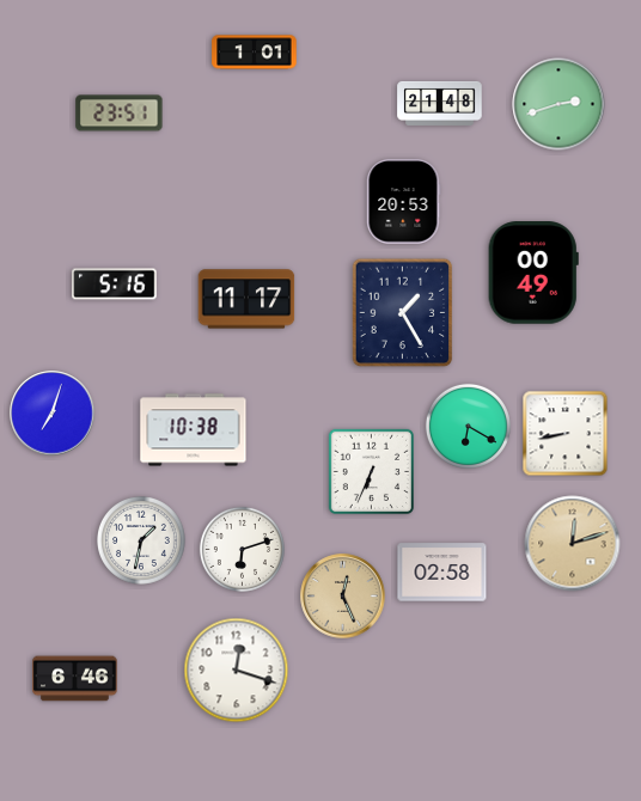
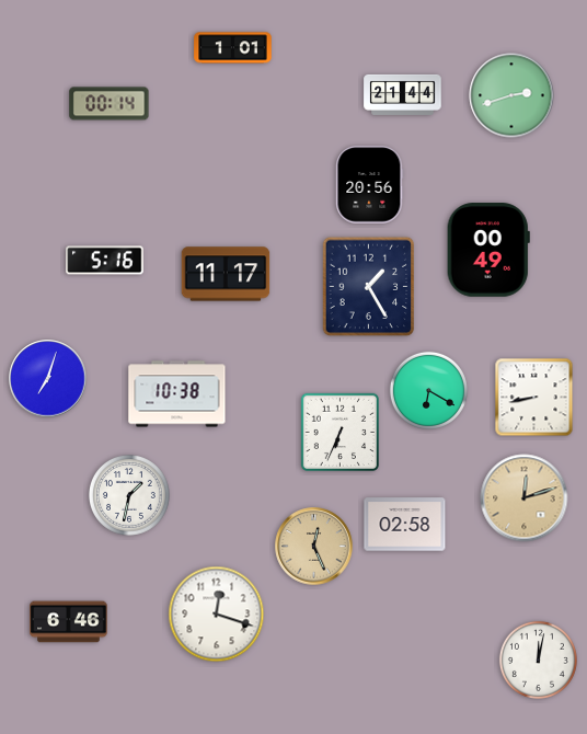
clock at (440, 103): 21:48 -> 21:44
clock at (120, 114): 23:51 -> 00:14
clock at (404, 202): 20:53 -> 20:56
clock at (566, 434) position: (566, 434) -> (534, 398)
clock at (242, 549): 6:12 -> none
clock at (538, 660): none -> 12:02
